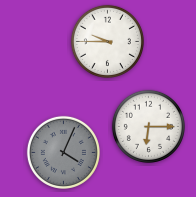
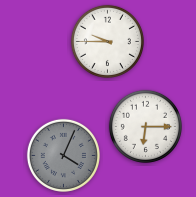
clock at (148, 126) position: (148, 126) -> (145, 126)
clock at (63, 152) position: (63, 152) -> (63, 155)
